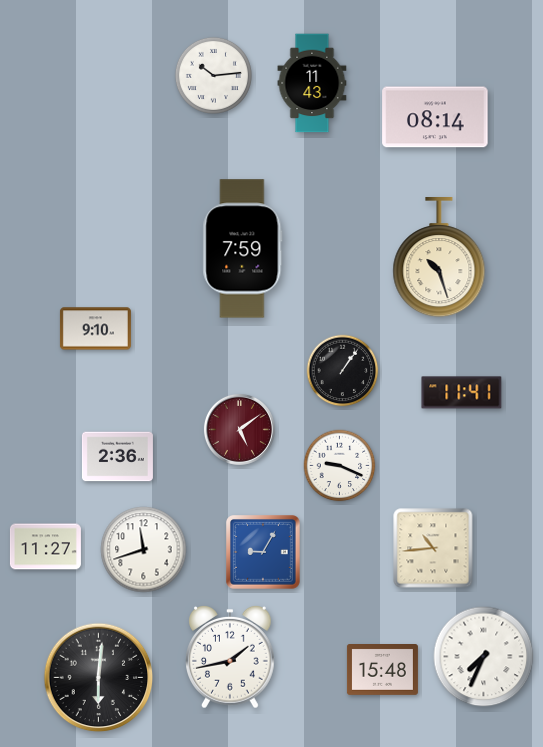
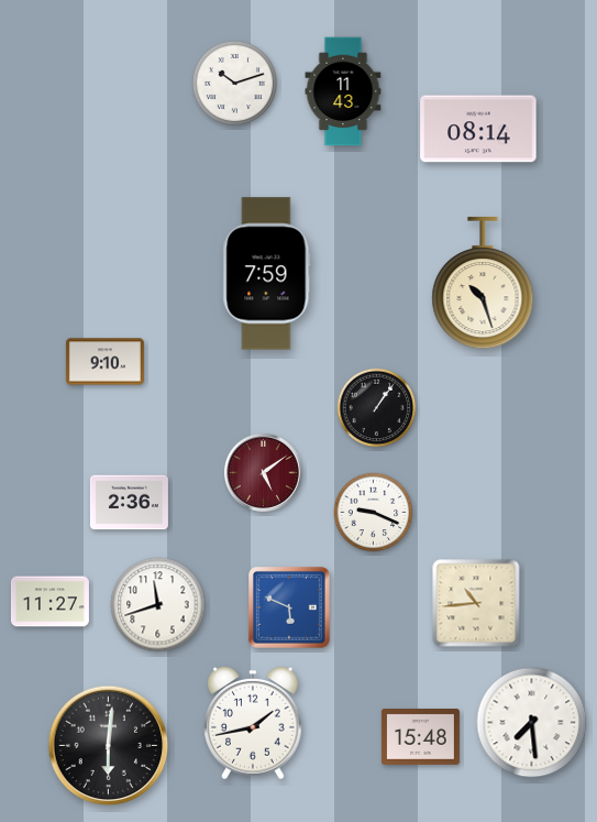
clock at (213, 75): 10:14 -> 10:12
clock at (462, 393): 11:41 -> none
clock at (264, 553): 9:05 -> 5:49
clock at (484, 657): 7:34 -> 7:29
